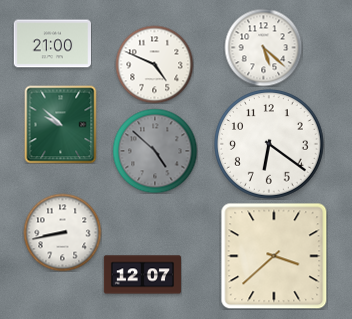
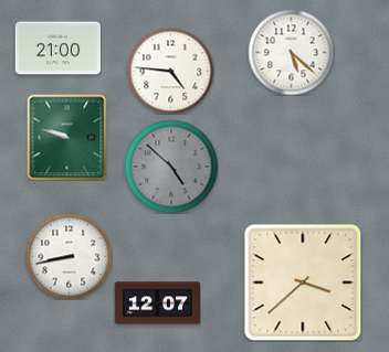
clock at (154, 64): 4:49 -> 4:46
clock at (61, 124): 9:52 -> 9:48
clock at (270, 145): 6:21 -> none
